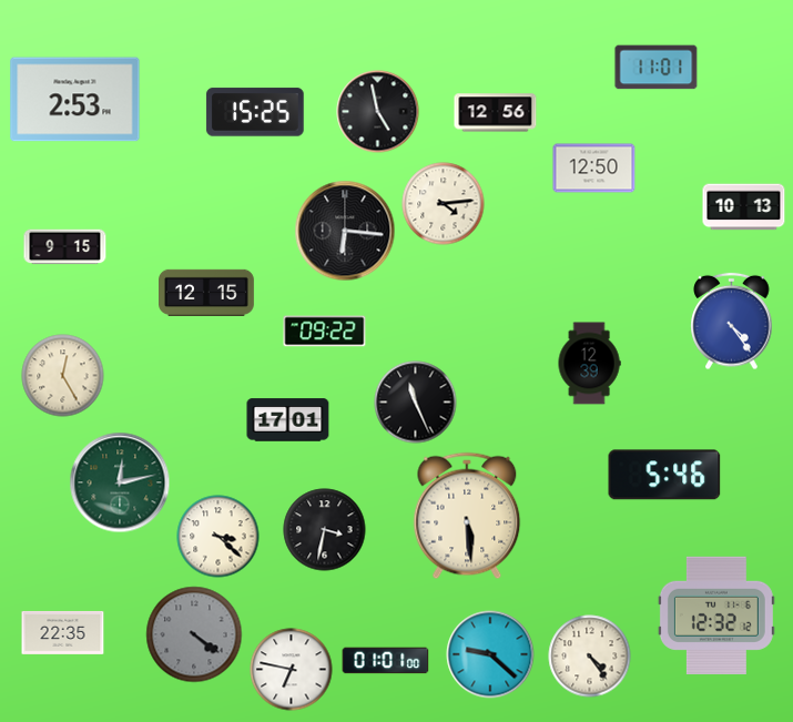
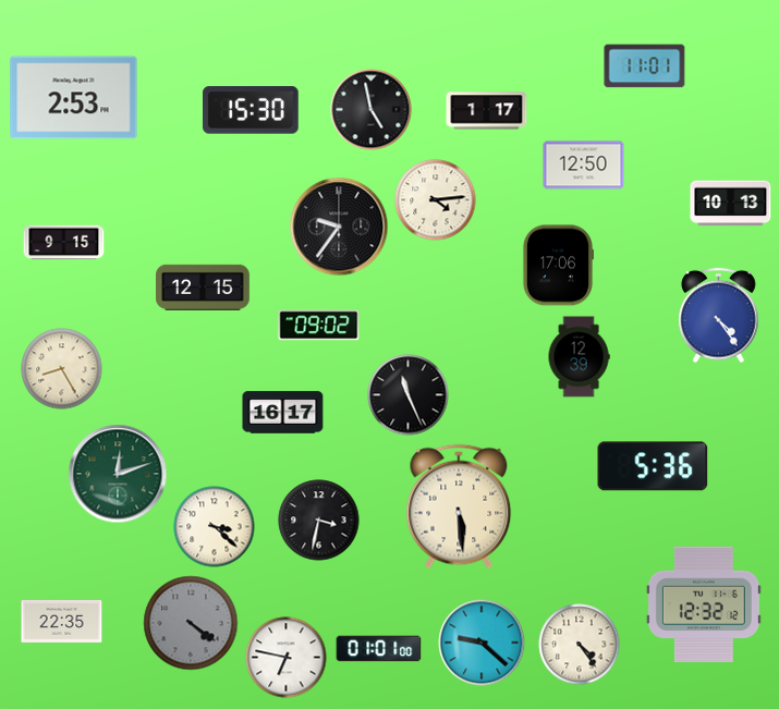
clock at (255, 112): 15:25 -> 15:30
clock at (496, 113): 12:56 -> 1:17
clock at (345, 231): 6:16 -> 9:36
clock at (557, 266): none -> 17:06
clock at (325, 332): 09:22 -> 09:02
clock at (63, 376): 12:25 -> 8:25
clock at (288, 420): 17:01 -> 16:17
clock at (664, 475): 5:46 -> 5:36
clock at (120, 482): 12:13 -> 12:12
